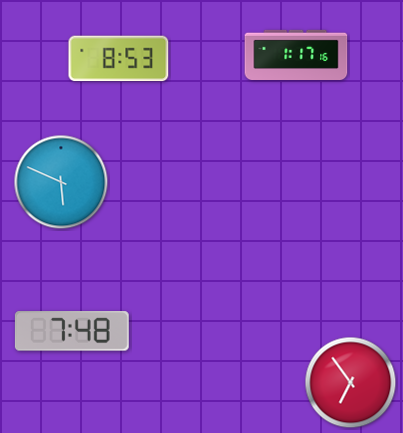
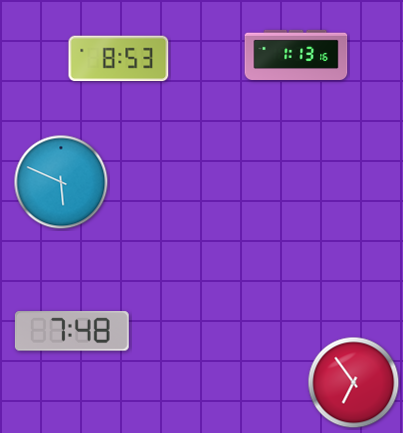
clock at (296, 55): 1:17 -> 1:13
clock at (351, 383) position: (351, 383) -> (354, 383)
